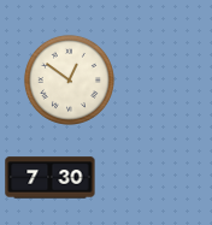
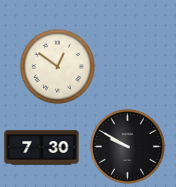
clock at (127, 146): none -> 9:50
